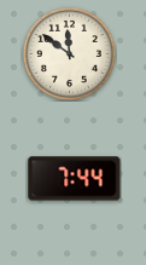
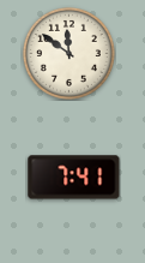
clock at (75, 179): 7:44 -> 7:41
